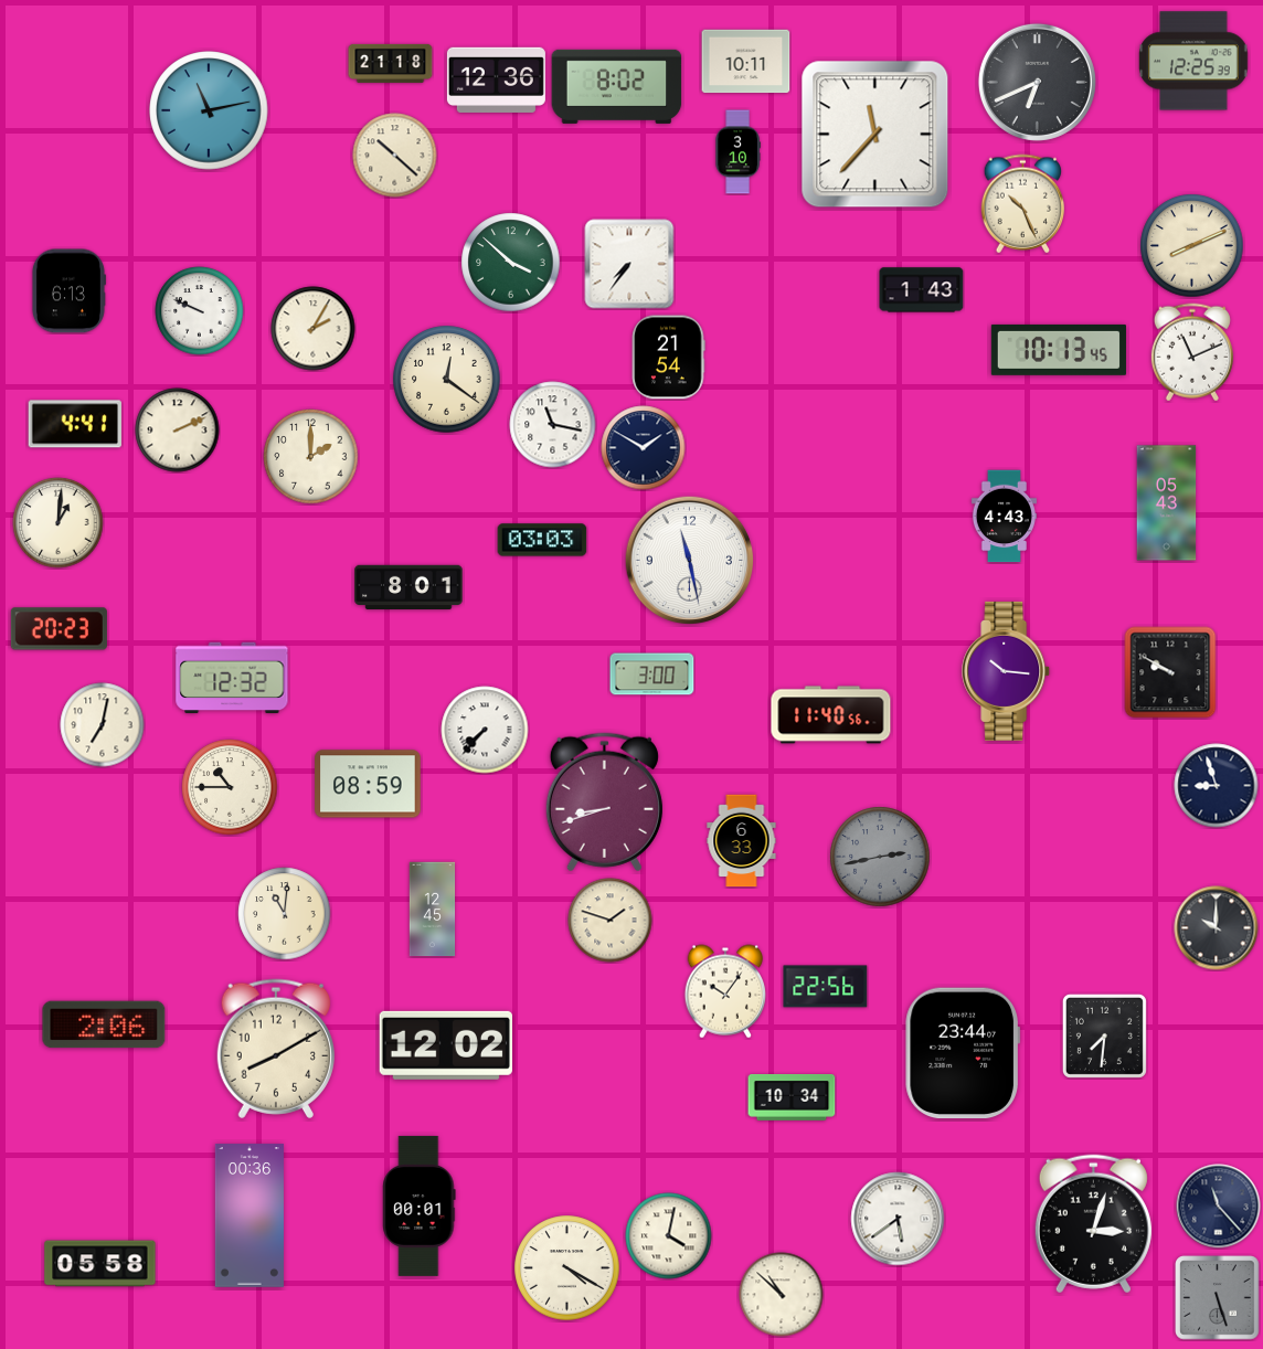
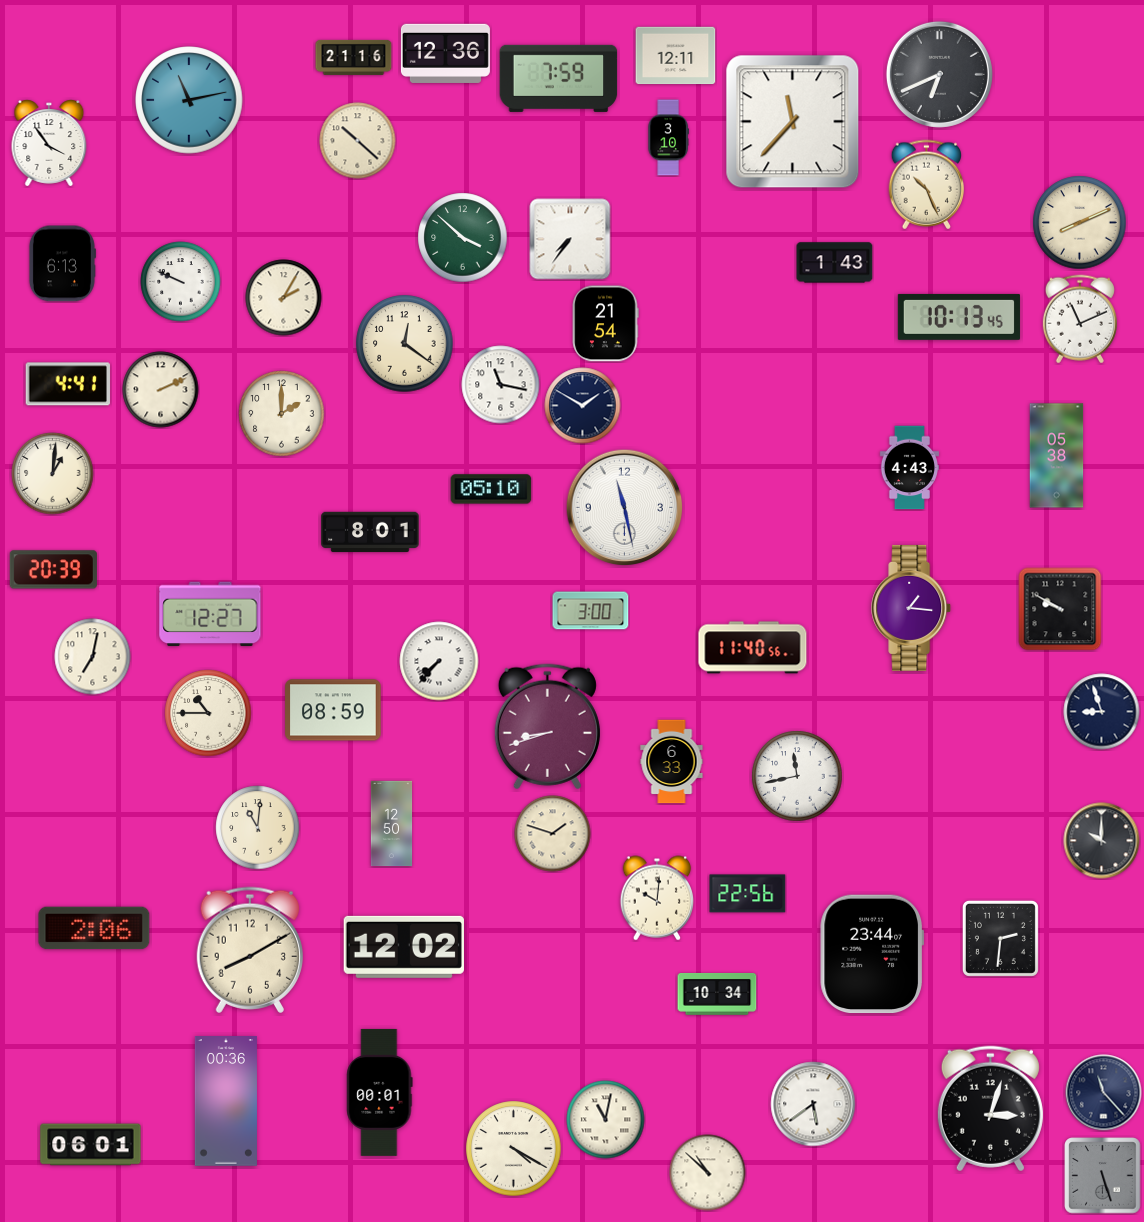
clock at (1193, 61): 12:25 -> none
clock at (746, 62): 10:11 -> 12:11
clock at (391, 63): 21:18 -> 21:16
clock at (496, 79) position: (496, 79) -> (445, 53)
clock at (617, 86): 8:02 -> 7:59
clock at (49, 143): none -> 3:54
clock at (1167, 503): 05:43 -> 05:38
clock at (542, 540): 03:03 -> 05:10
clock at (59, 629): 20:23 -> 20:39
clock at (1007, 671): 10:16 -> 1:16
clock at (232, 678): 12:32 -> 12:27
clock at (880, 857): 2:43 -> 11:43
clock at (880, 857) dial: grey -> white
clock at (433, 910): 12:45 -> 12:50
clock at (725, 991): 10:06 -> 10:01
clock at (1104, 1035): 7:31 -> 2:31
clock at (669, 1236): 4:02 -> 11:02
clock at (100, 1264): 05:58 -> 06:01
